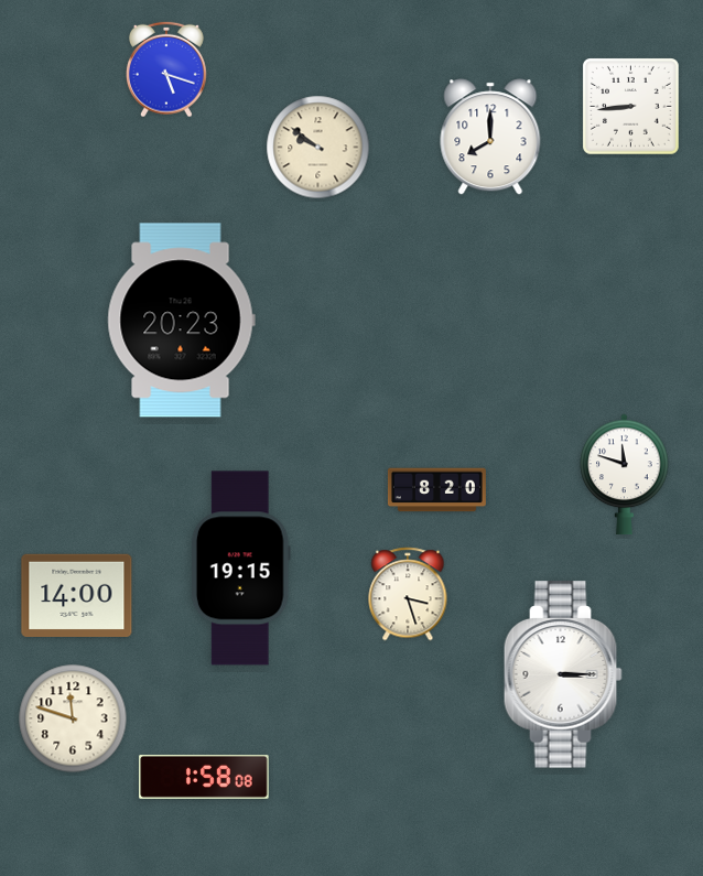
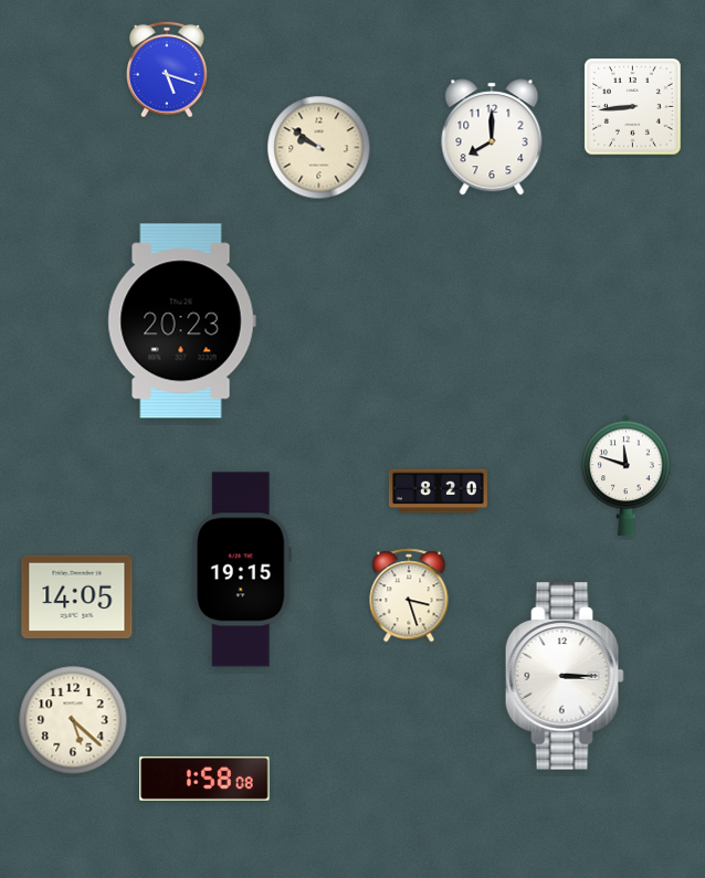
clock at (77, 595): 14:00 -> 14:05
clock at (73, 718): 11:48 -> 5:22
